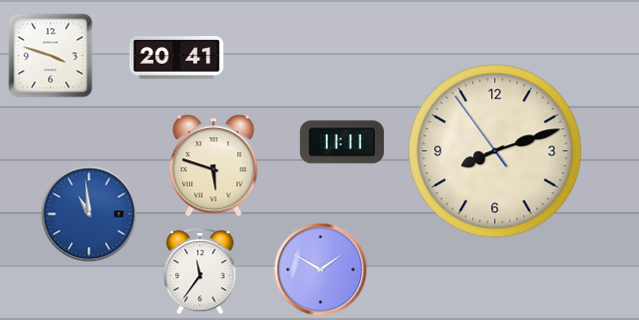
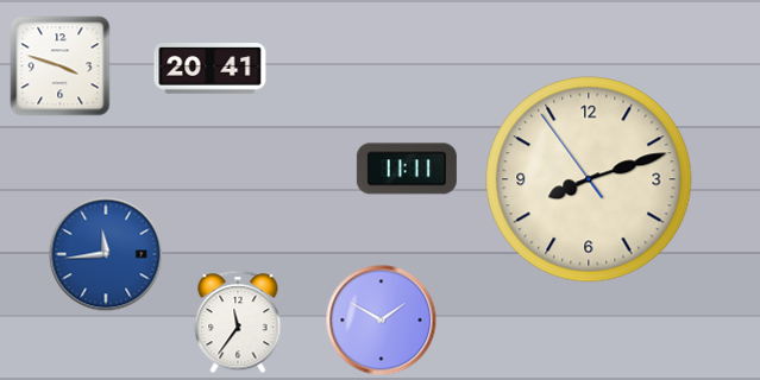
clock at (214, 166): 5:48 -> none
clock at (89, 214): 10:59 -> 11:44
